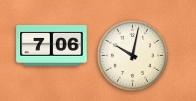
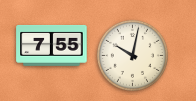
clock at (52, 45): 7:06 -> 7:55
